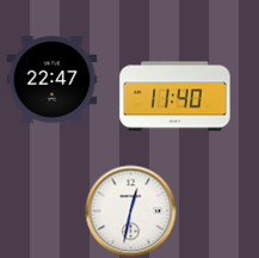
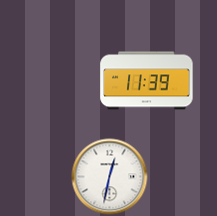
clock at (53, 80): 22:47 -> none
clock at (175, 97): 11:40 -> 11:39
